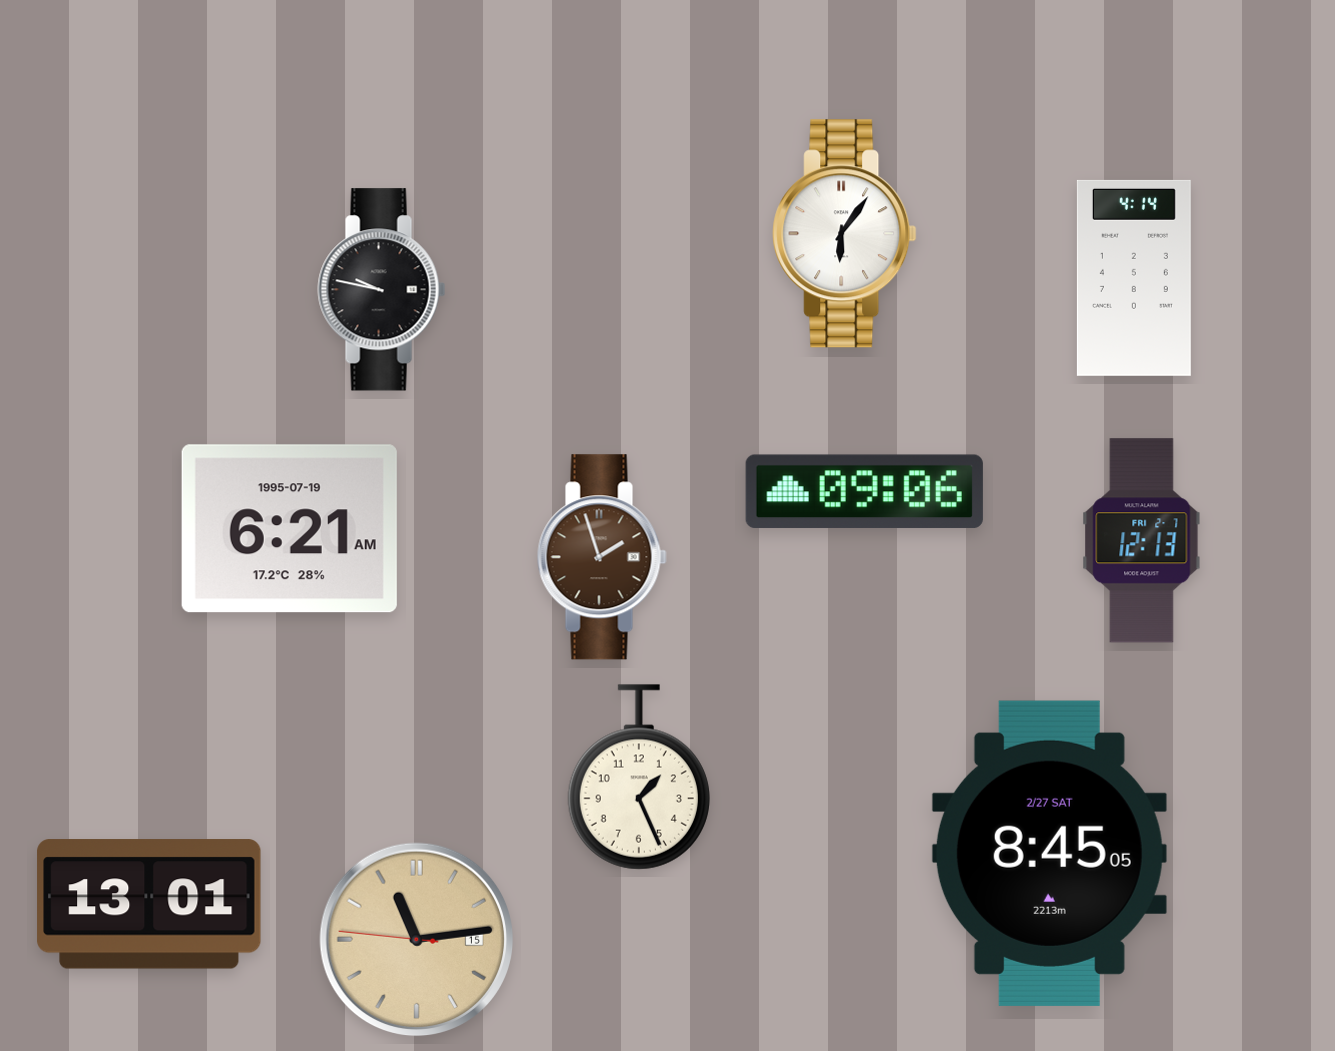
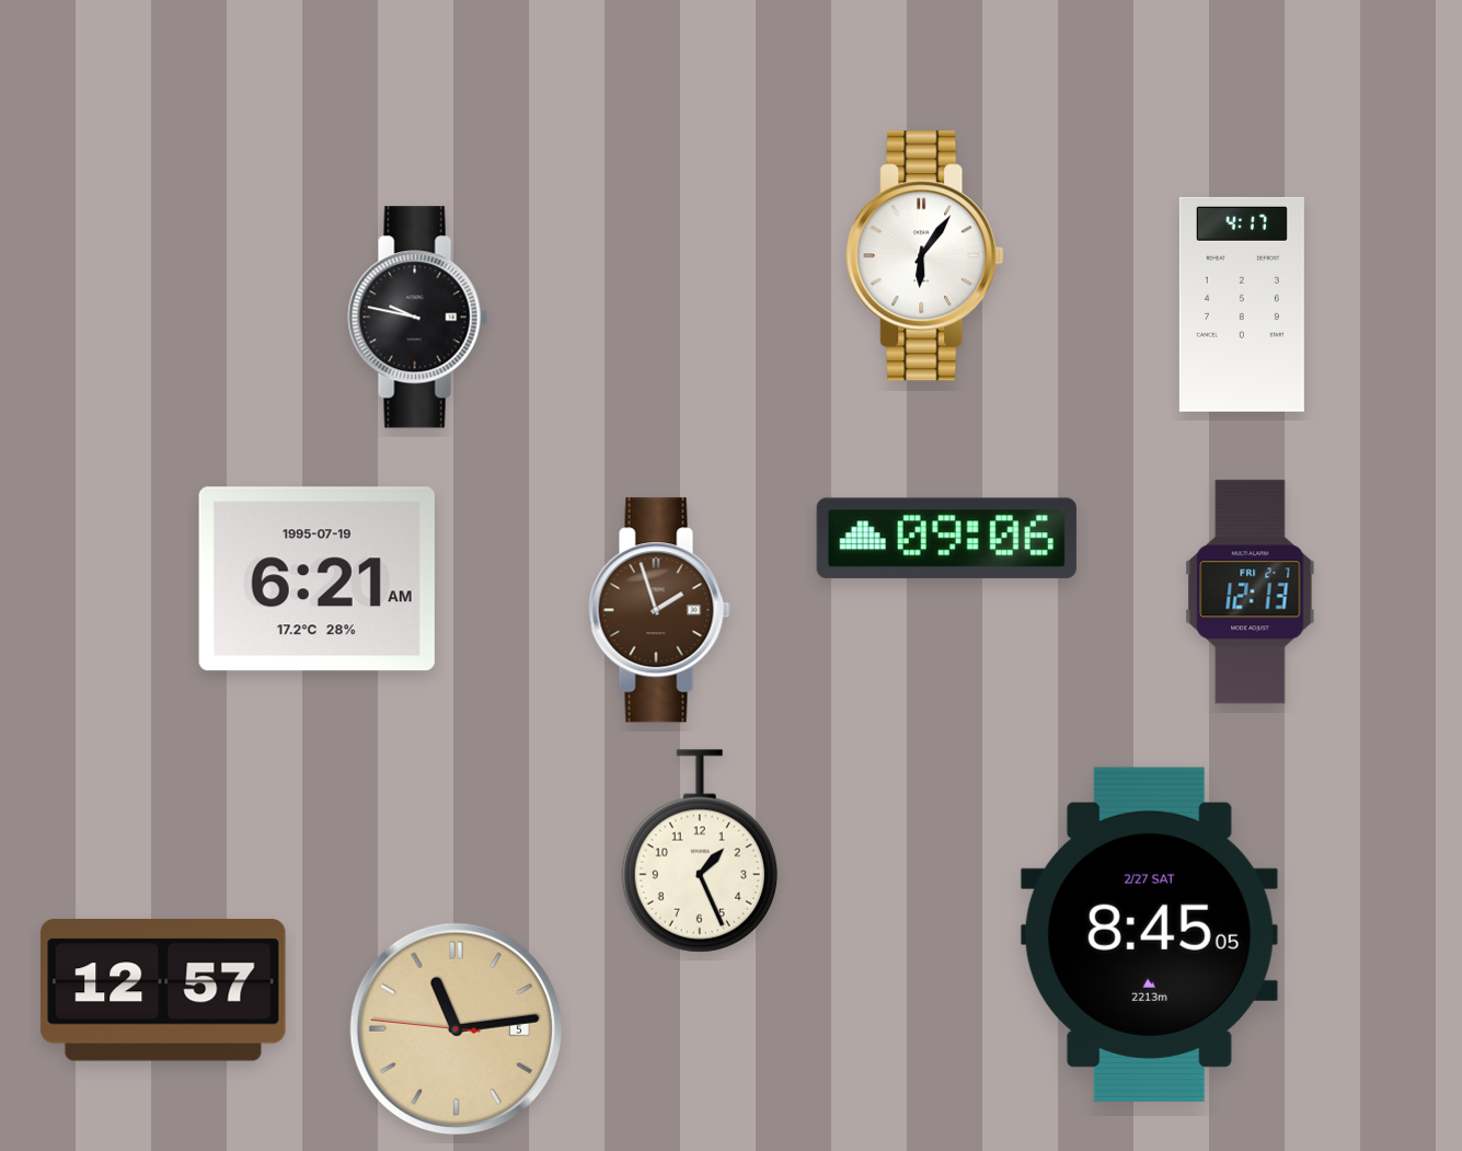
clock at (1134, 278): 4:14 -> 4:17
clock at (149, 904): 13:01 -> 12:57
clock at (417, 940) date: 15 -> 5
